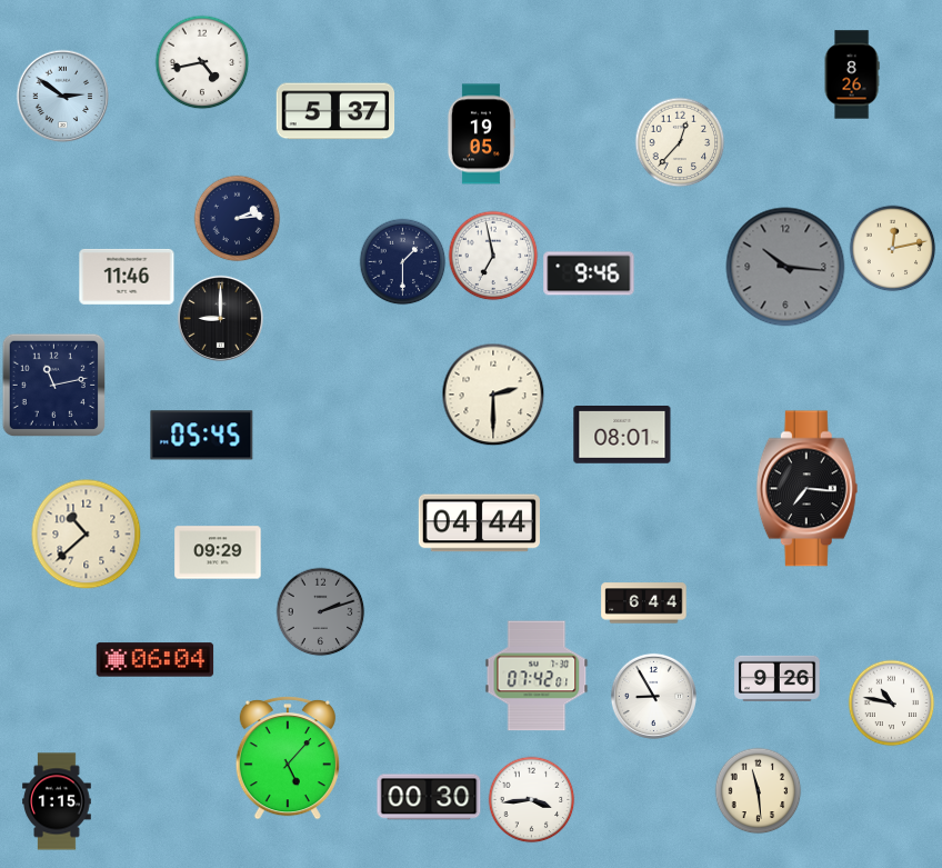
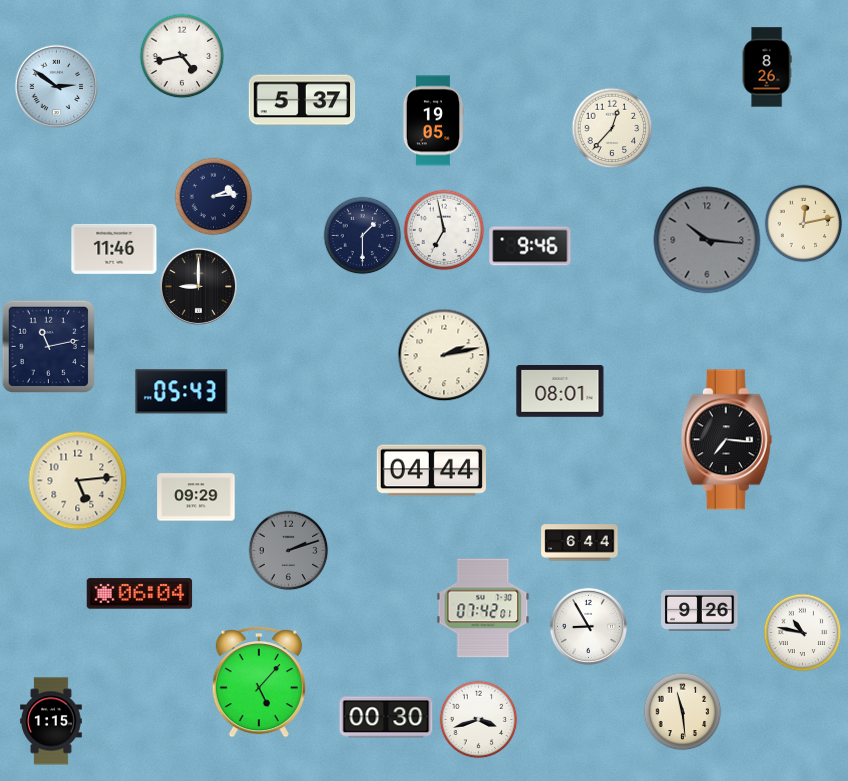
clock at (493, 395): 2:30 -> 2:13
clock at (202, 436): 05:45 -> 05:43
clock at (87, 535): 10:38 -> 5:14
clock at (531, 799): 3:44 -> 3:42
